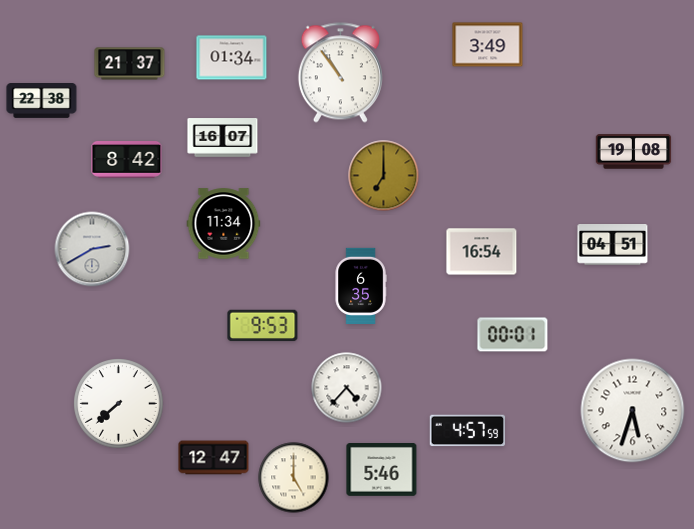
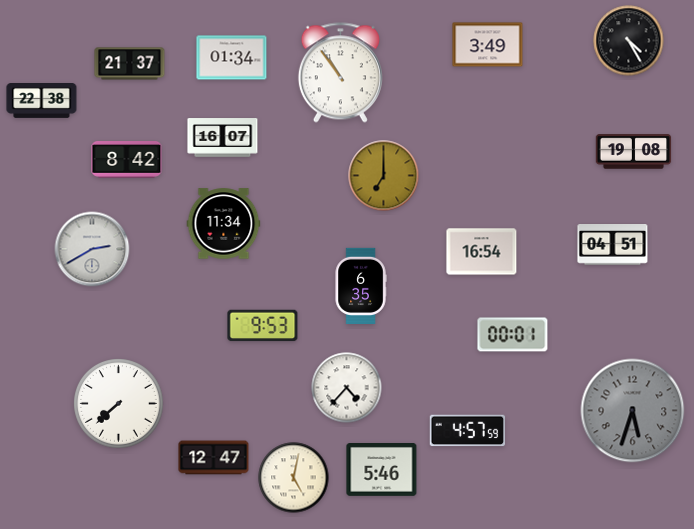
clock at (629, 41): none -> 4:25
clock at (633, 411) dial: white -> grey
clock at (294, 478): 5:00 -> 5:02
